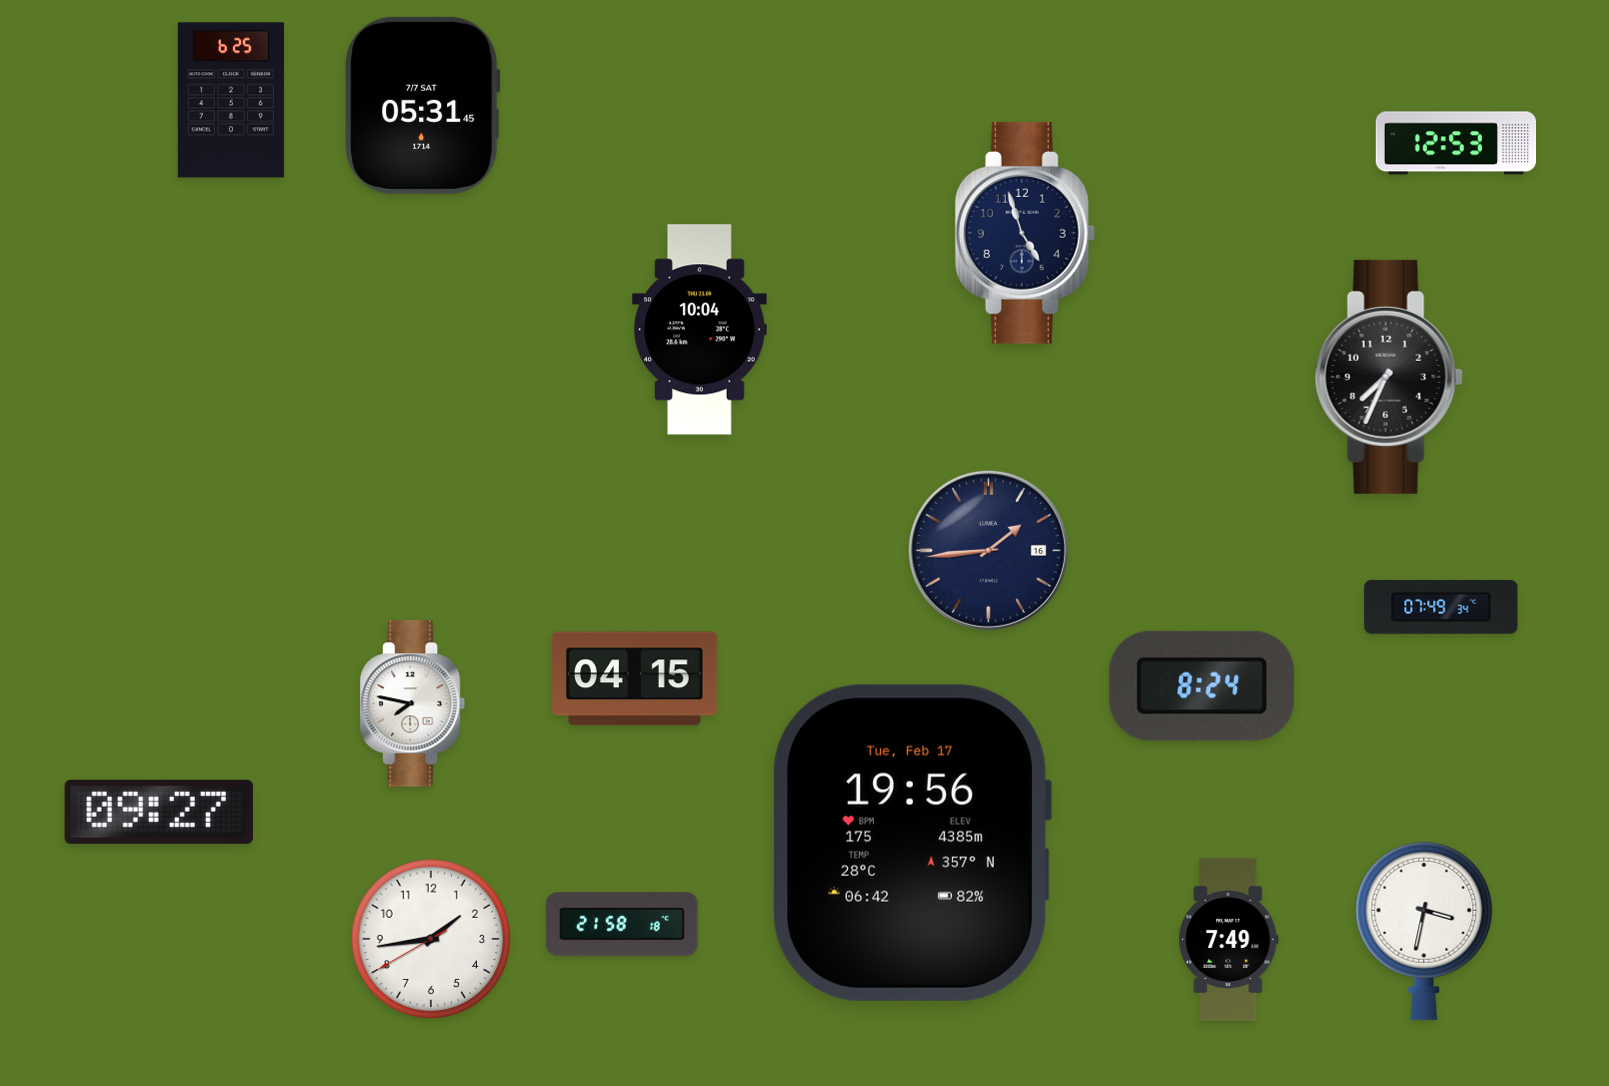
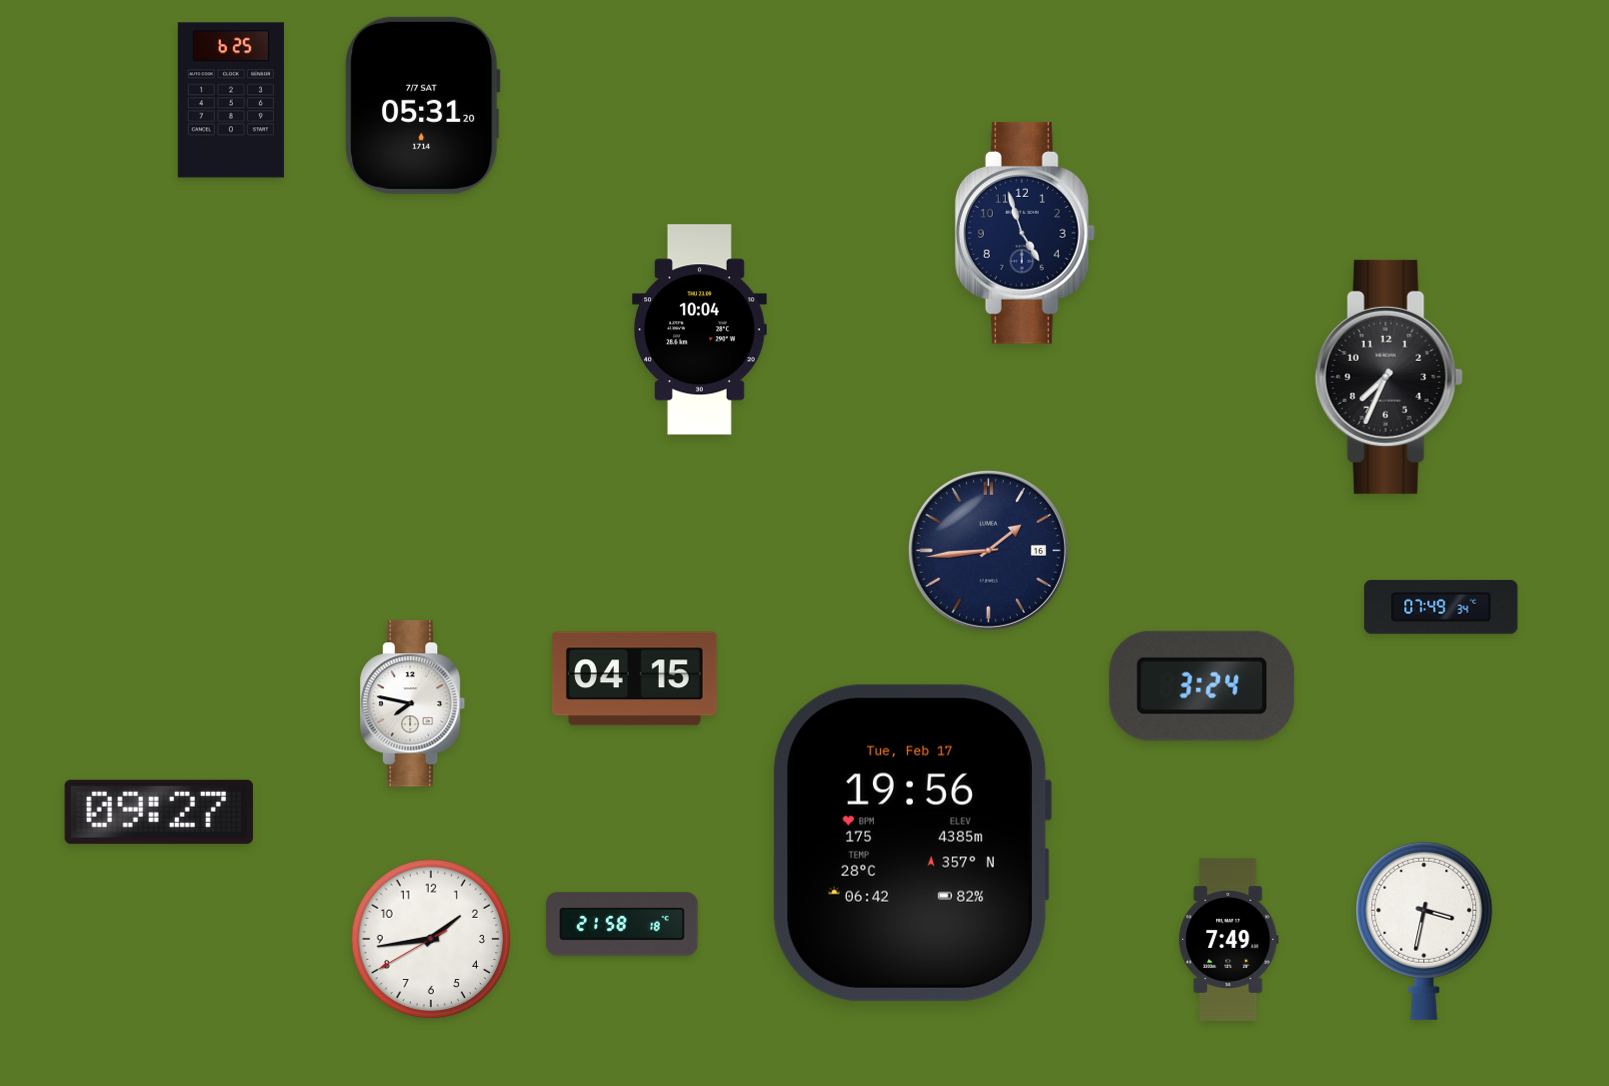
clock at (423, 105): 05:31:45 -> 05:31:20
clock at (1456, 143): 12:53 -> none
clock at (1202, 686): 8:24 -> 3:24
